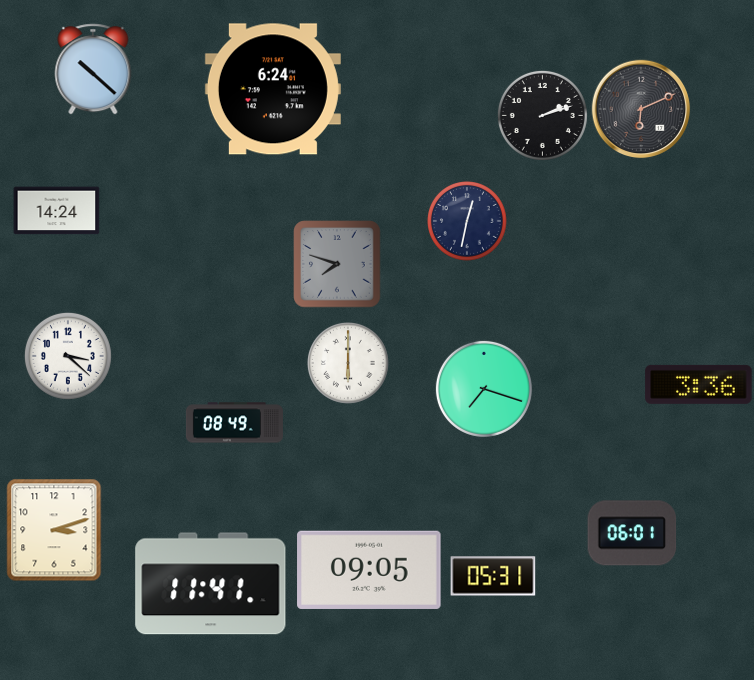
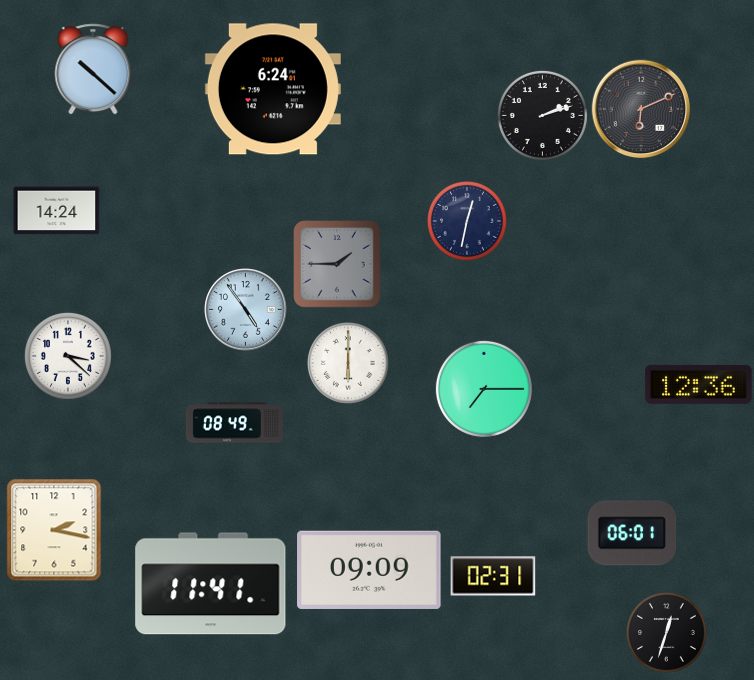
clock at (337, 264): 7:48 -> 1:45
clock at (246, 310): none -> 4:54
clock at (699, 384): 3:36 -> 12:36
clock at (484, 389): 7:18 -> 7:15
clock at (54, 530): 3:12 -> 2:17
clock at (369, 569): 09:05 -> 09:09
clock at (493, 576): 05:31 -> 02:31
clock at (666, 632): none -> 12:33
